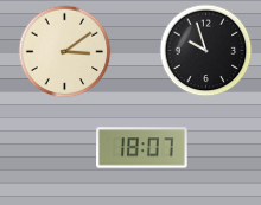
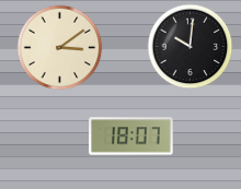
clock at (205, 50): 9:57 -> 10:01
